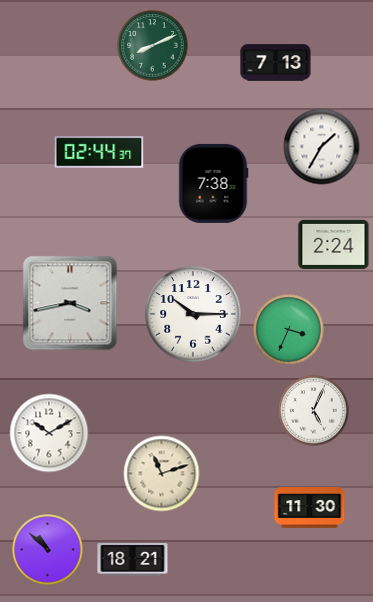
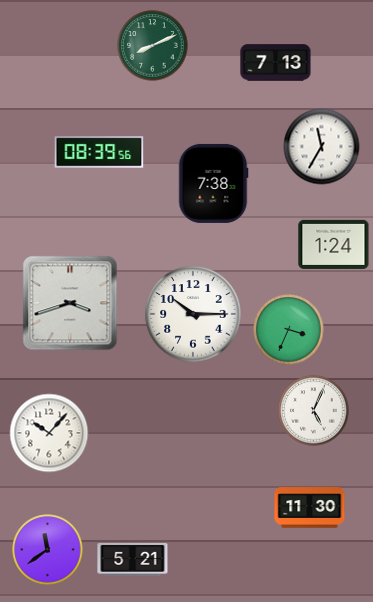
clock at (322, 147): 1:35 -> 11:35
clock at (99, 152): 02:44 -> 08:39
clock at (334, 244): 2:24 -> 1:24
clock at (70, 303): 3:43 -> 3:42
clock at (49, 433): 10:10 -> 10:07
clock at (162, 474): 11:12 -> none
clock at (48, 550): 10:52 -> 11:39
clock at (133, 559): 18:21 -> 5:21
